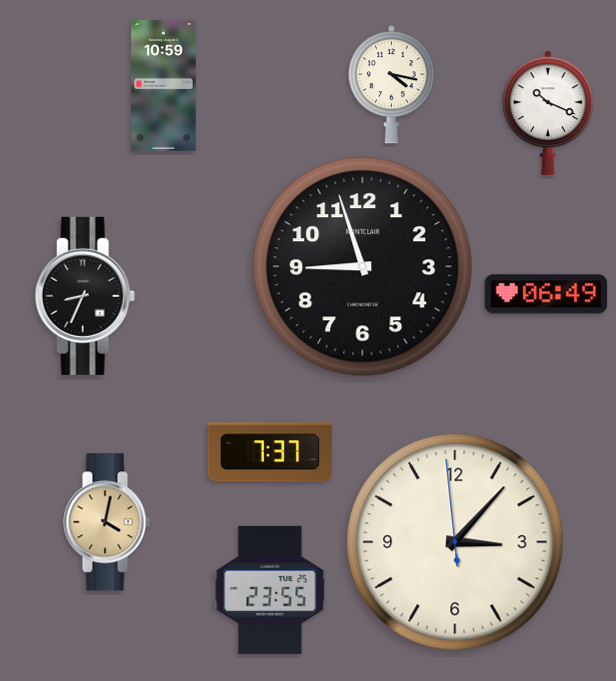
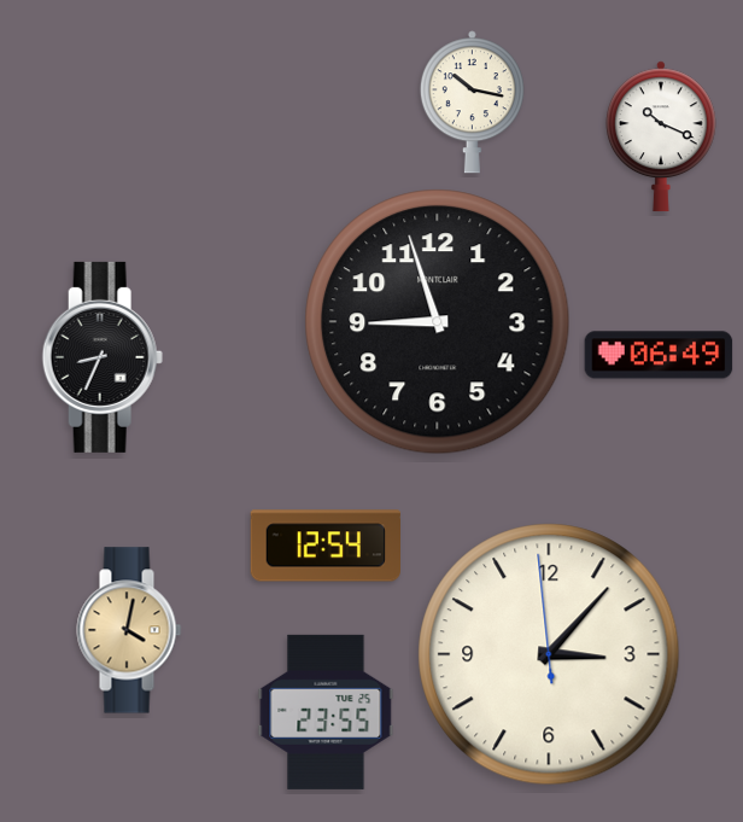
clock at (164, 85): 10:59 -> none
clock at (391, 85): 4:17 -> 10:17
clock at (269, 452): 7:37 -> 12:54
